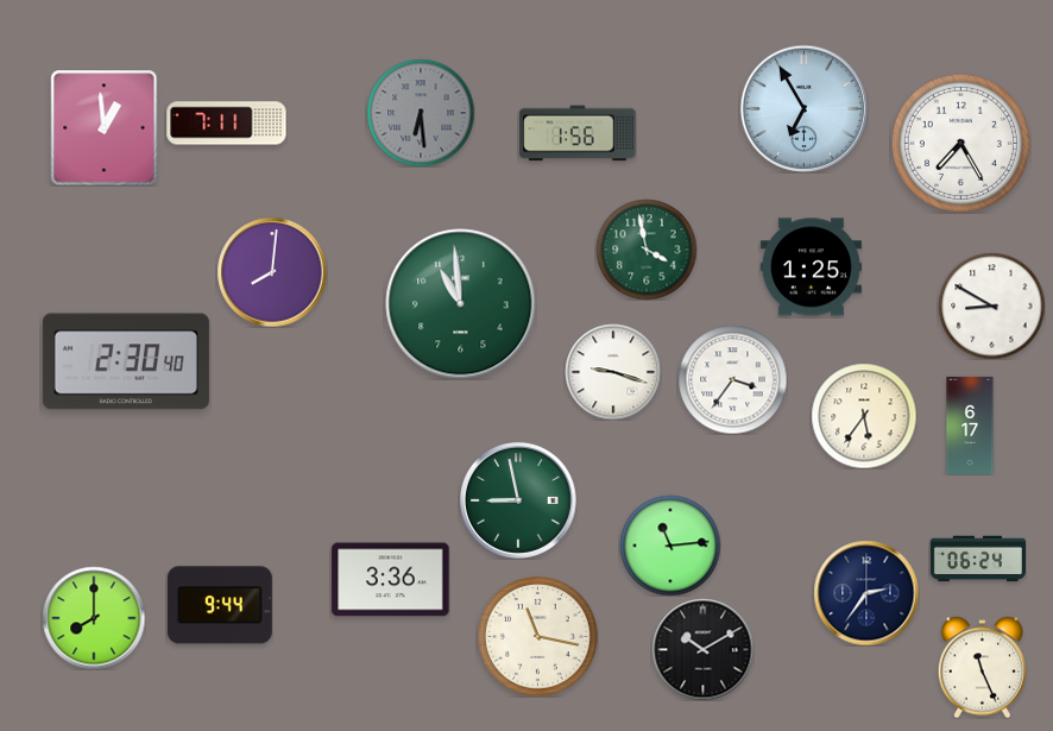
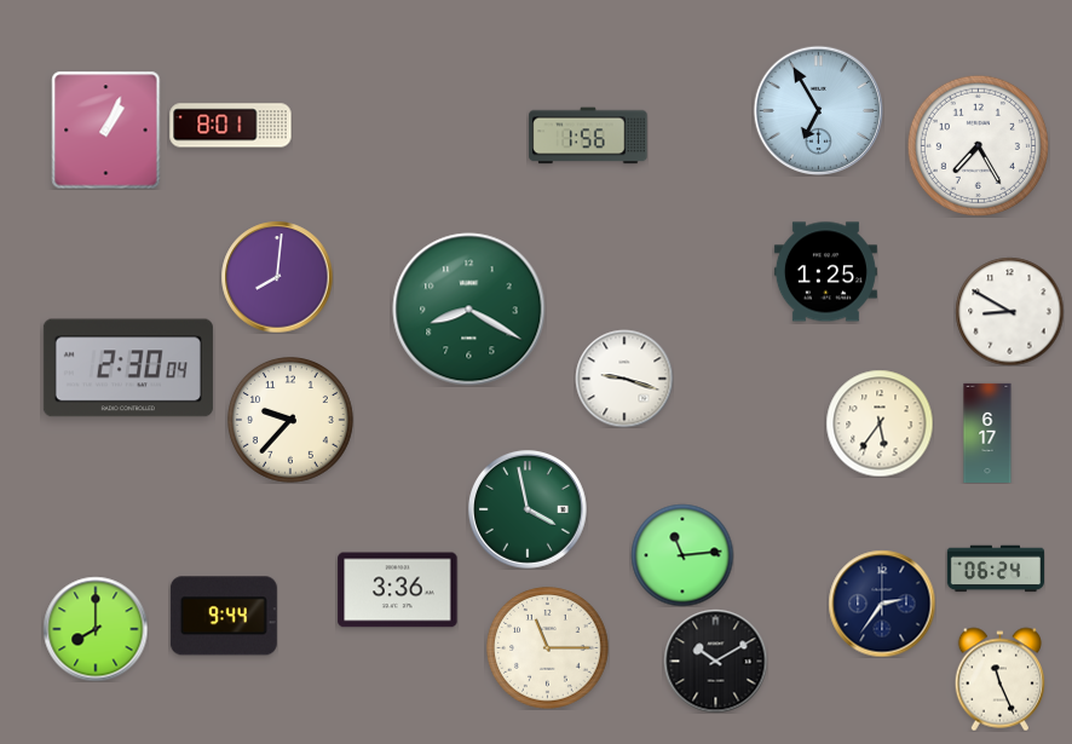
clock at (421, 113): 6:29 -> none
clock at (227, 124): 7:11 -> 8:01
clock at (105, 127): 12:59 -> 1:04
clock at (647, 250): 3:58 -> none
clock at (461, 304): 10:59 -> 8:20
clock at (126, 361): 2:30:40 -> 2:30:04
clock at (732, 379): 3:36 -> none
clock at (292, 421): none -> 9:37
clock at (518, 500): 8:58 -> 3:58
clock at (538, 637): 11:17 -> 11:15
